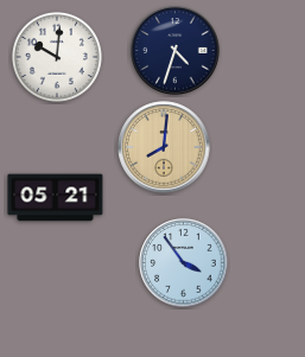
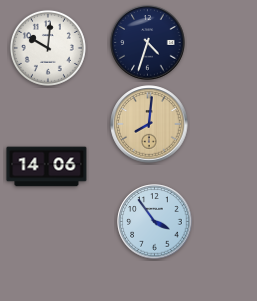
clock at (164, 147) position: (164, 147) -> (149, 124)
clock at (56, 198): 05:21 -> 14:06
